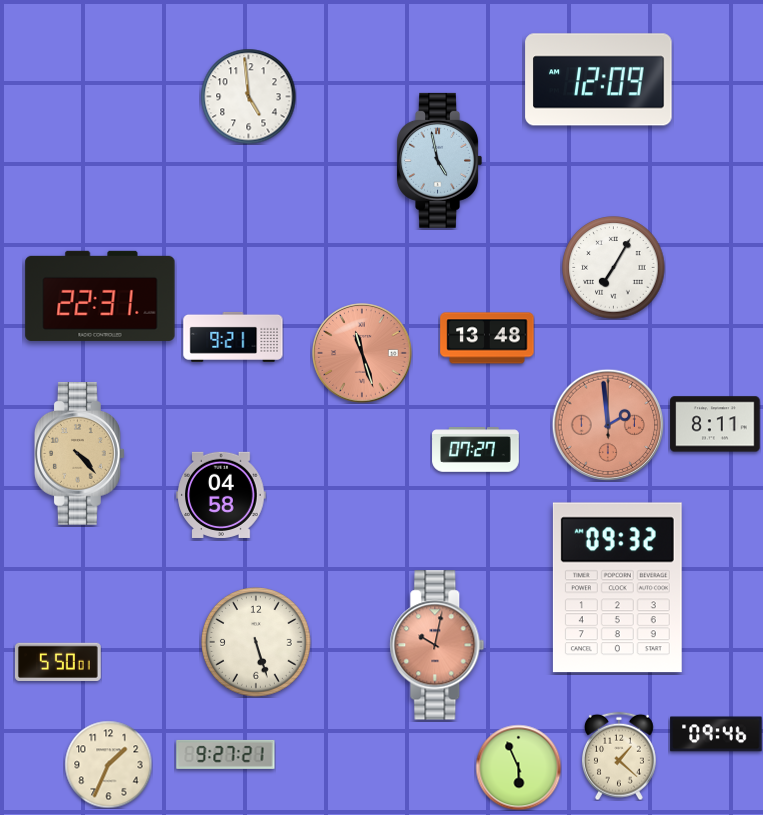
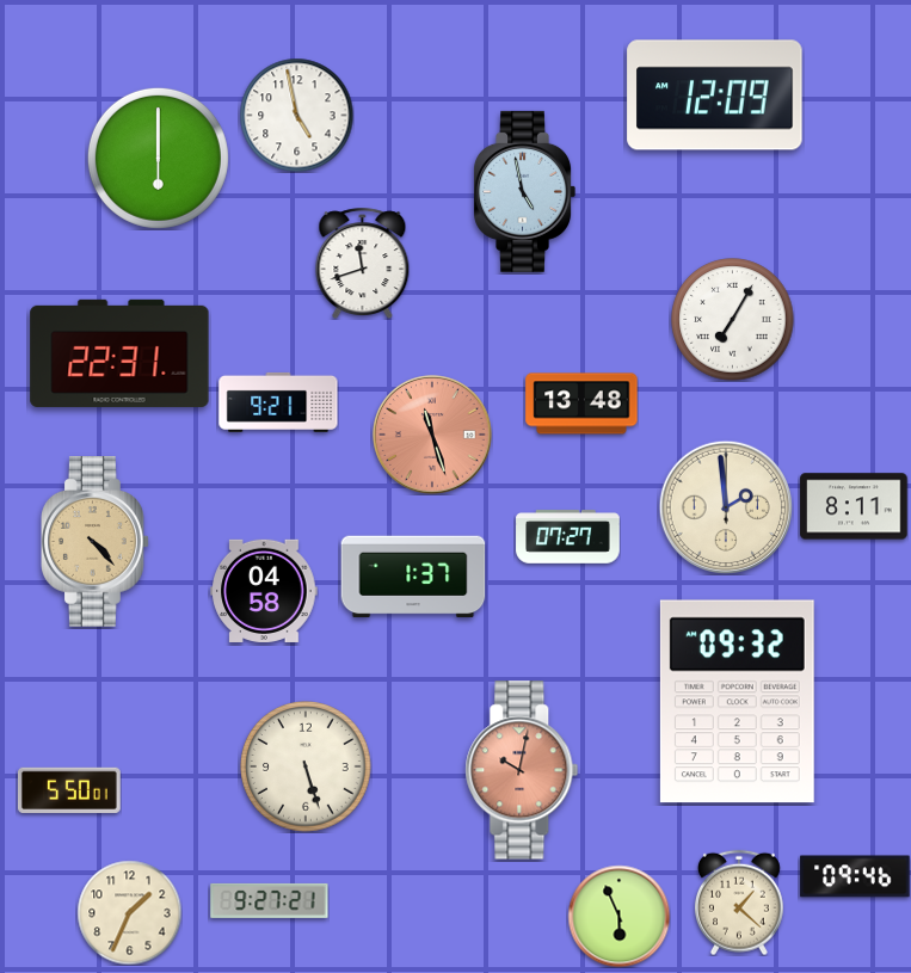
clock at (248, 96): 4:59 -> 4:58
clock at (158, 158): none -> 6:00
clock at (363, 263): none -> 11:42
clock at (362, 353) position: (362, 353) -> (432, 435)
clock at (607, 424) dial: salmon -> cream
clock at (413, 577): none -> 1:37
